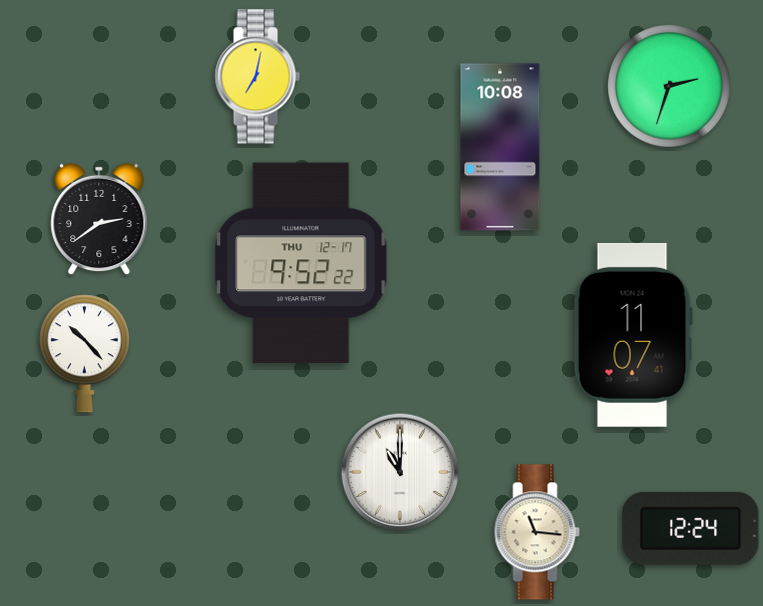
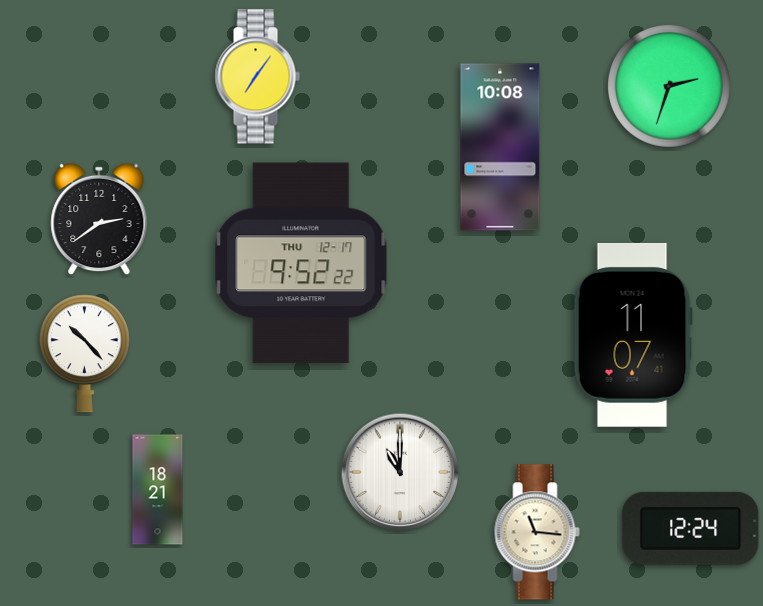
clock at (257, 77): 7:02 -> 7:06
clock at (158, 490): none -> 18:21
